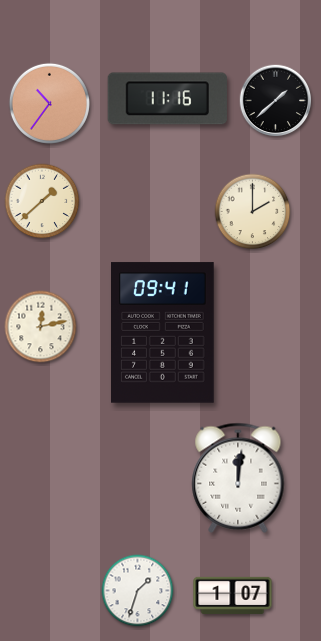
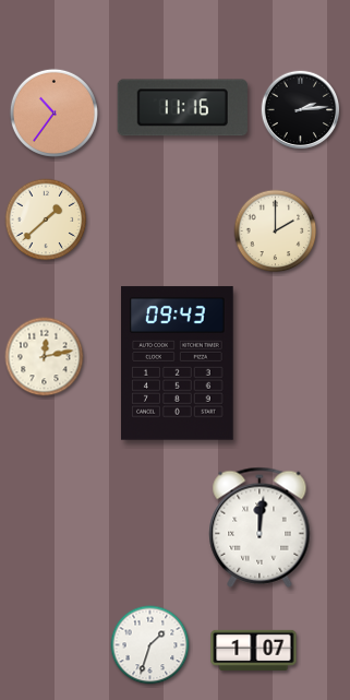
clock at (276, 101): 1:38 -> 2:14
clock at (163, 333): 09:41 -> 09:43
clock at (238, 478) position: (238, 478) -> (260, 527)
